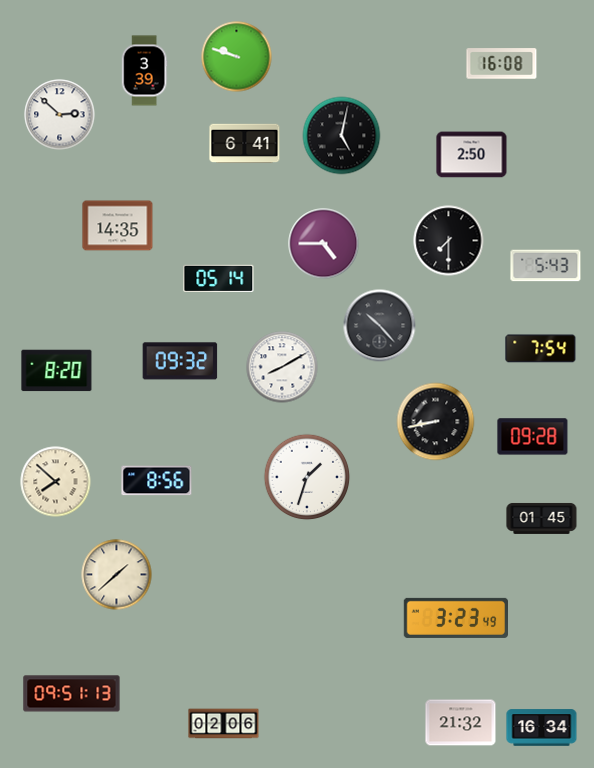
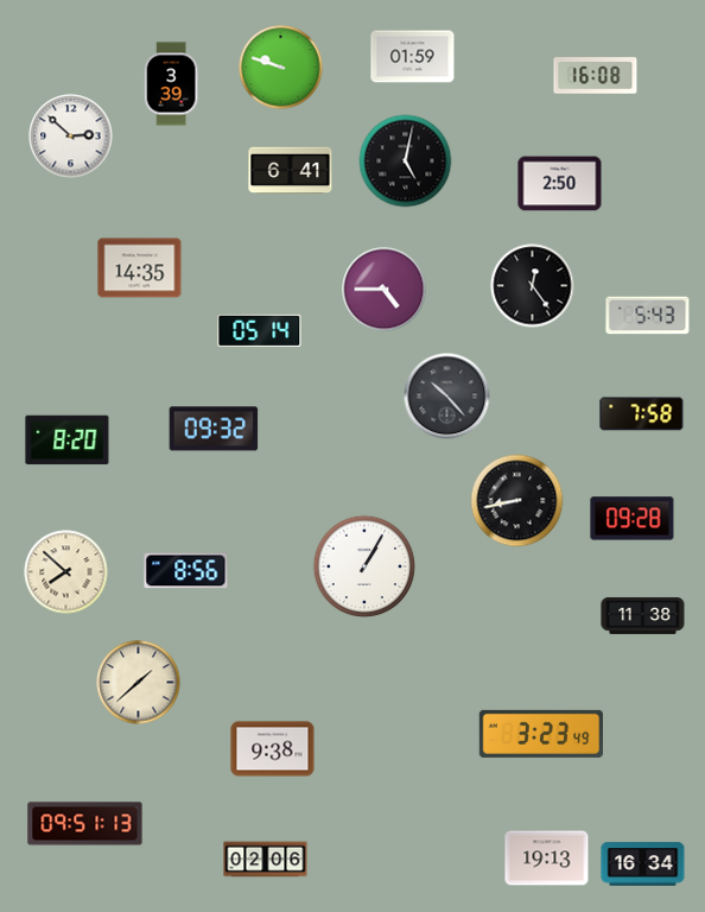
clock at (413, 57): none -> 01:59
clock at (449, 241): 7:30 -> 12:24
clock at (380, 326) position: (380, 326) -> (447, 397)
clock at (541, 349): 7:54 -> 7:58
clock at (282, 367): 8:10 -> none
clock at (307, 477): 1:33 -> 1:05
clock at (542, 518): 01:45 -> 11:38
clock at (273, 749): none -> 9:38
clock at (461, 723): 21:32 -> 19:13
